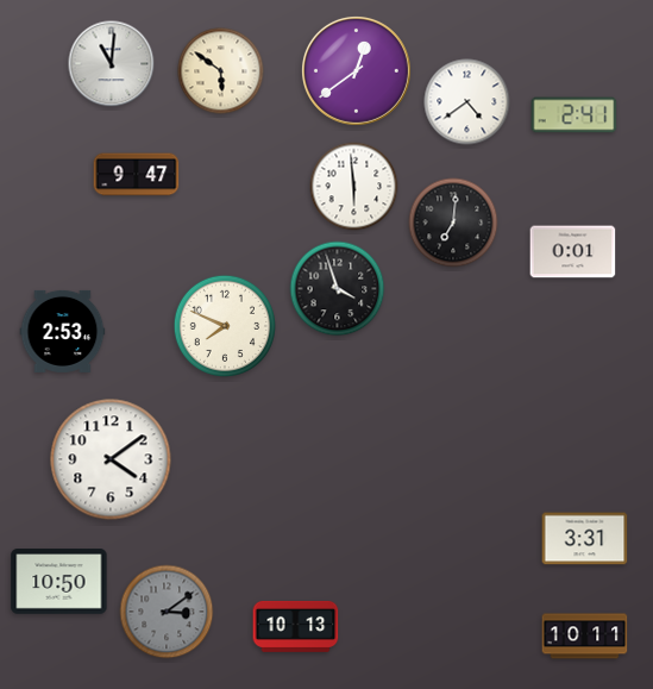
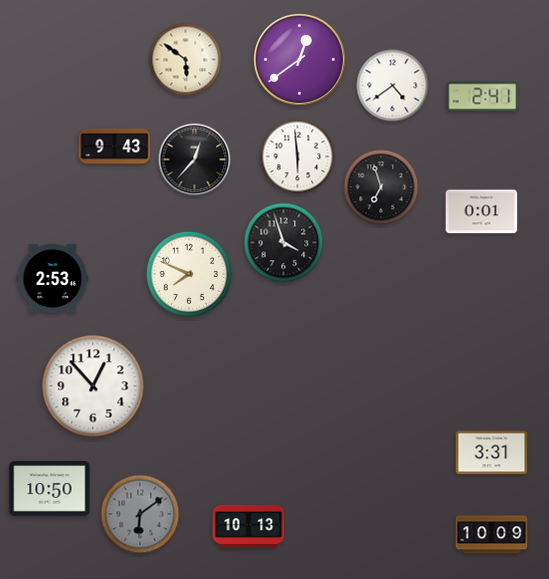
clock at (112, 64): 11:01 -> none
clock at (137, 175): 9:47 -> 9:43
clock at (195, 160): none -> 12:37
clock at (453, 223): 7:01 -> 6:57
clock at (111, 459): 4:09 -> 12:53
clock at (167, 612): 3:09 -> 6:09
clock at (585, 637): 10:11 -> 10:09
